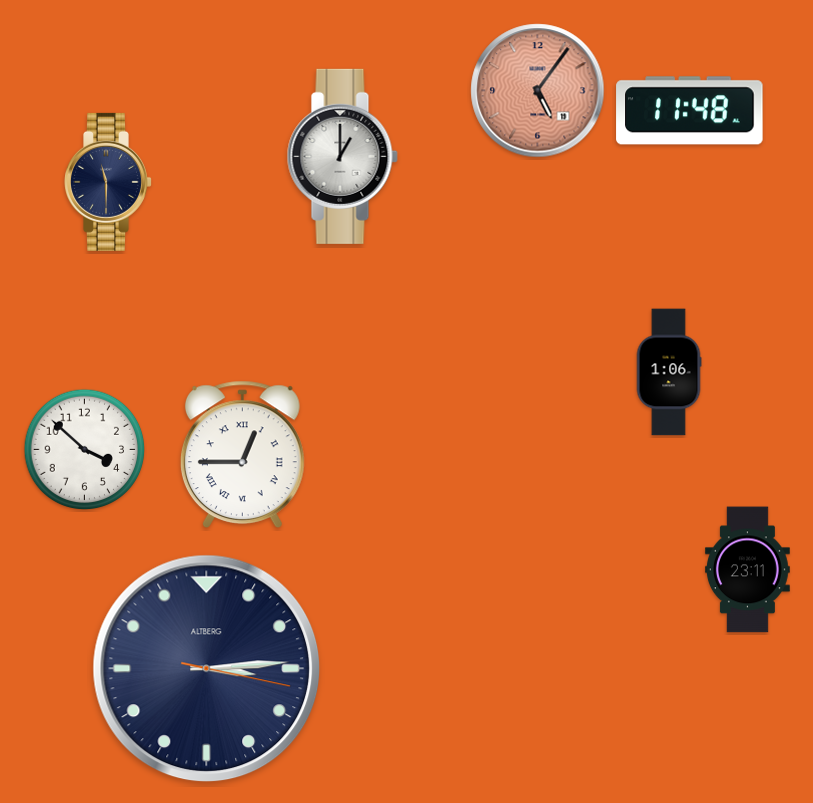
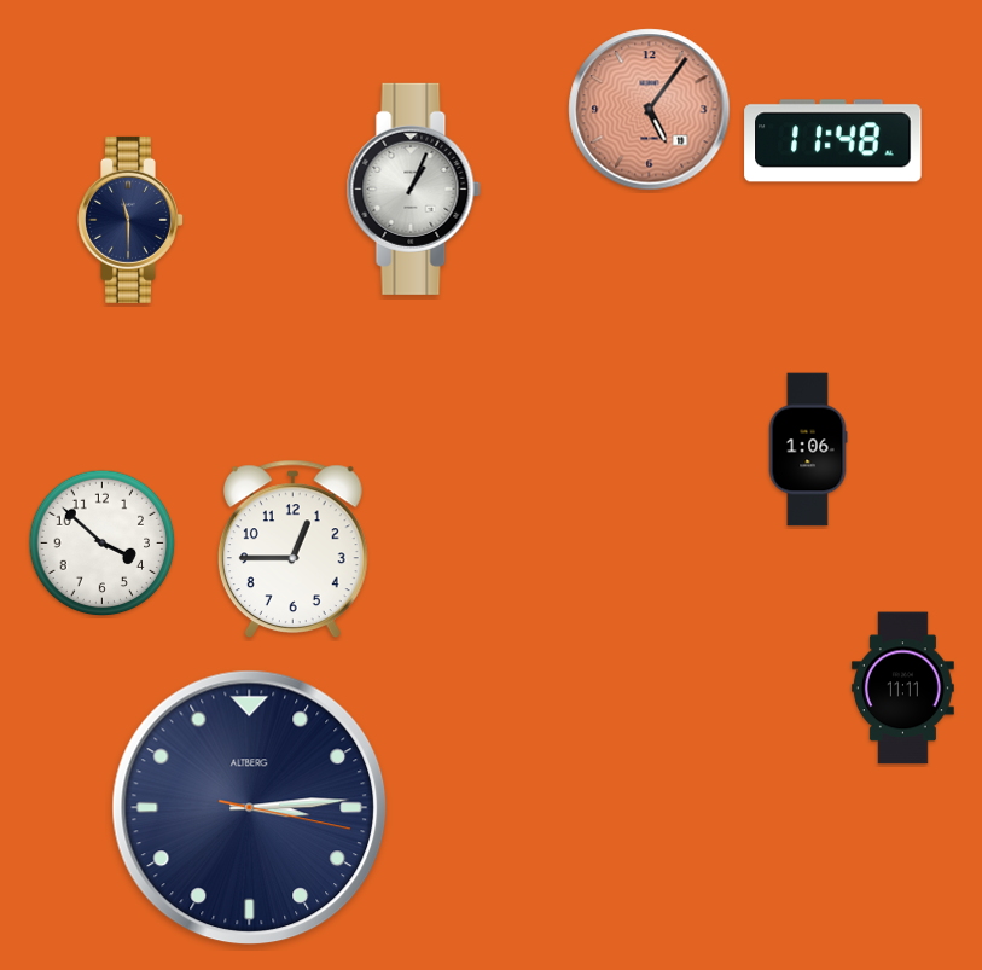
clock at (690, 111) position: (690, 111) -> (833, 141)
clock at (342, 156): 1:00 -> 1:04
clock at (242, 454) numerals: Roman -> Arabic
clock at (747, 570): 23:11 -> 11:11
